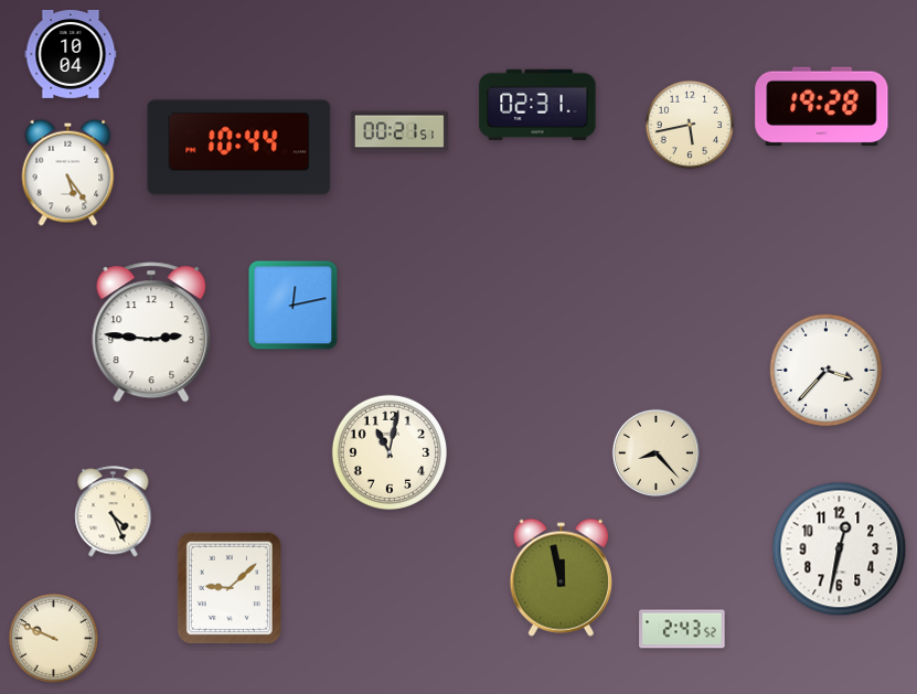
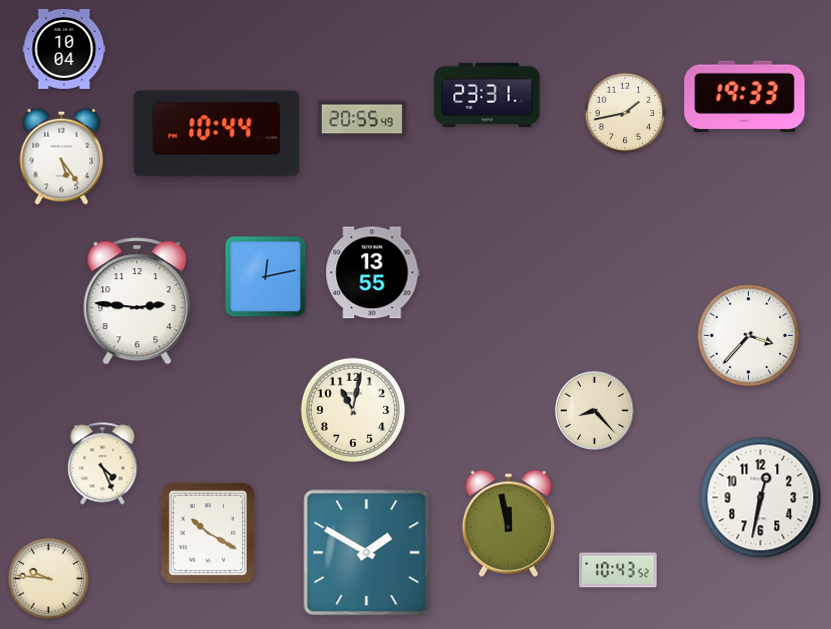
clock at (537, 105): 02:31 -> 23:31
clock at (822, 107): 19:28 -> 19:33
clock at (690, 125): 5:43 -> 1:43
clock at (399, 131): 00:21 -> 20:55
clock at (373, 273): none -> 13:55
clock at (230, 588): 9:08 -> 10:20
clock at (367, 553): none -> 1:50
clock at (682, 629): 2:43 -> 10:43
clock at (53, 638): 9:49 -> 9:46
